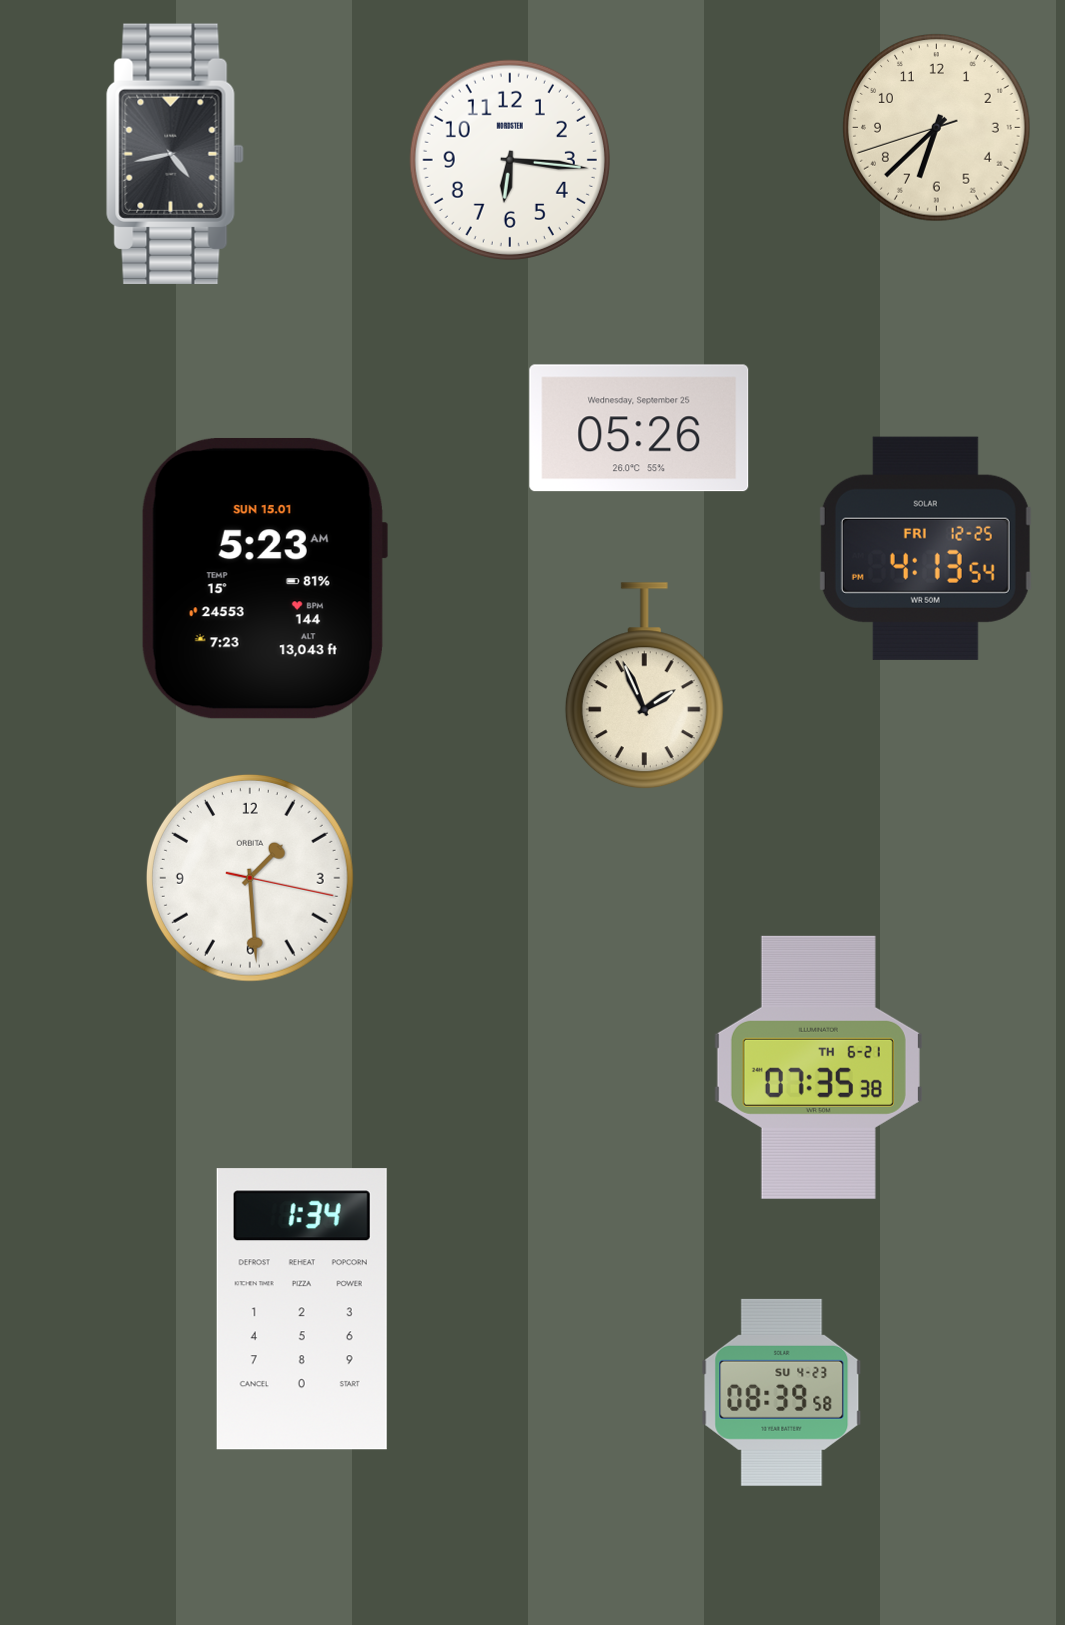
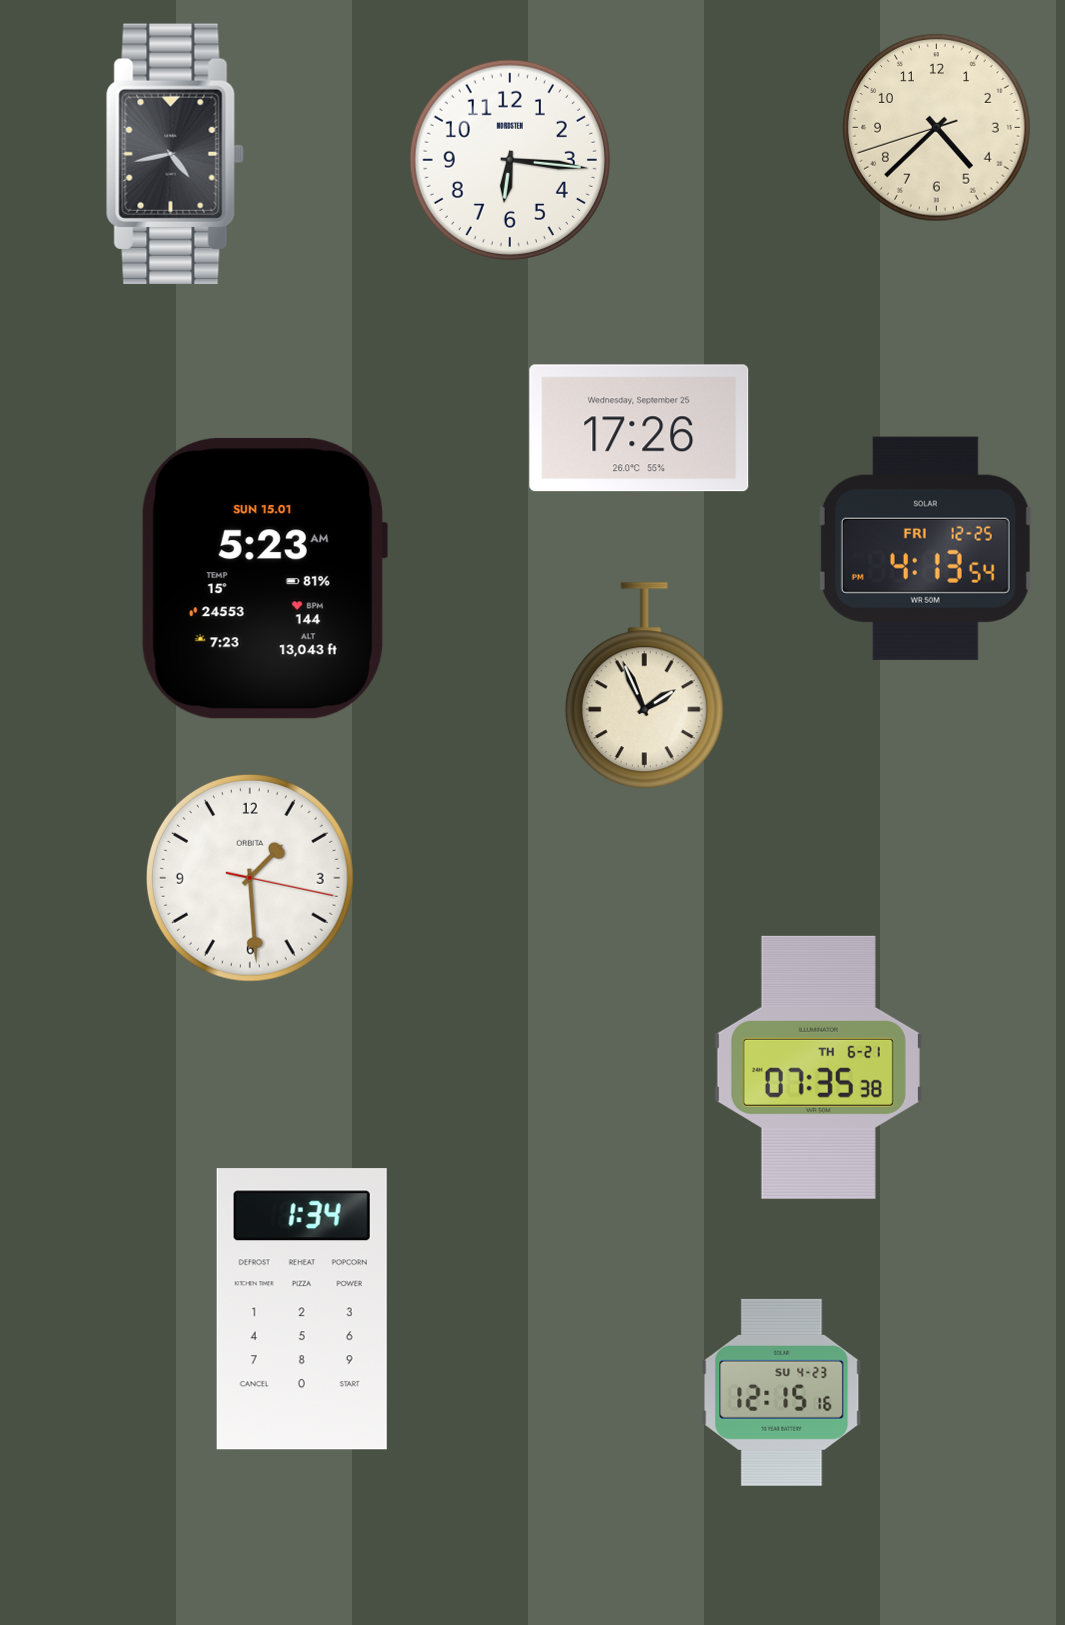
clock at (937, 128): 6:37 -> 4:37
clock at (639, 428): 05:26 -> 17:26
clock at (782, 1392): 08:39 -> 12:15
